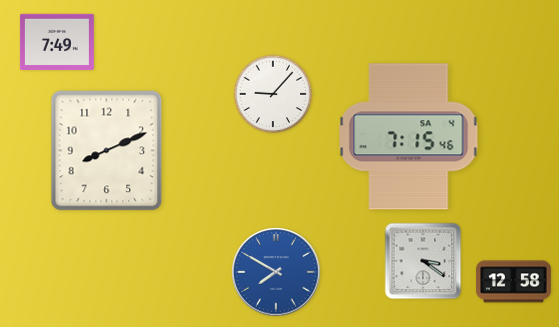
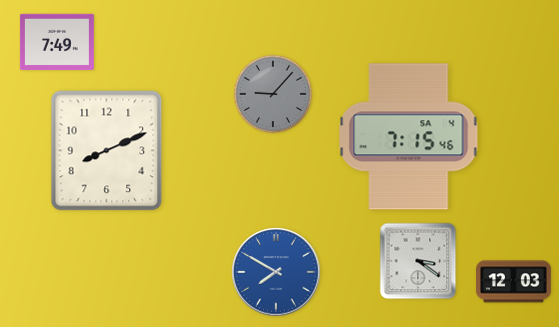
clock at (273, 94) dial: white -> grey
clock at (423, 261) position: (423, 261) -> (418, 261)
clock at (514, 282): 12:58 -> 12:03
